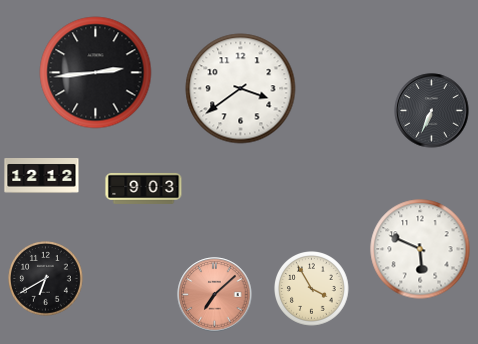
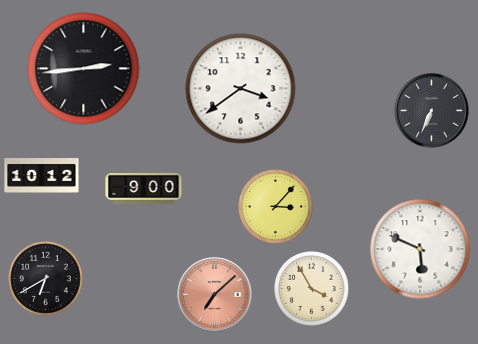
clock at (96, 73) position: (96, 73) -> (84, 69)
clock at (42, 176): 12:12 -> 10:12
clock at (144, 188): 9:03 -> 9:00
clock at (276, 207): none -> 3:07
